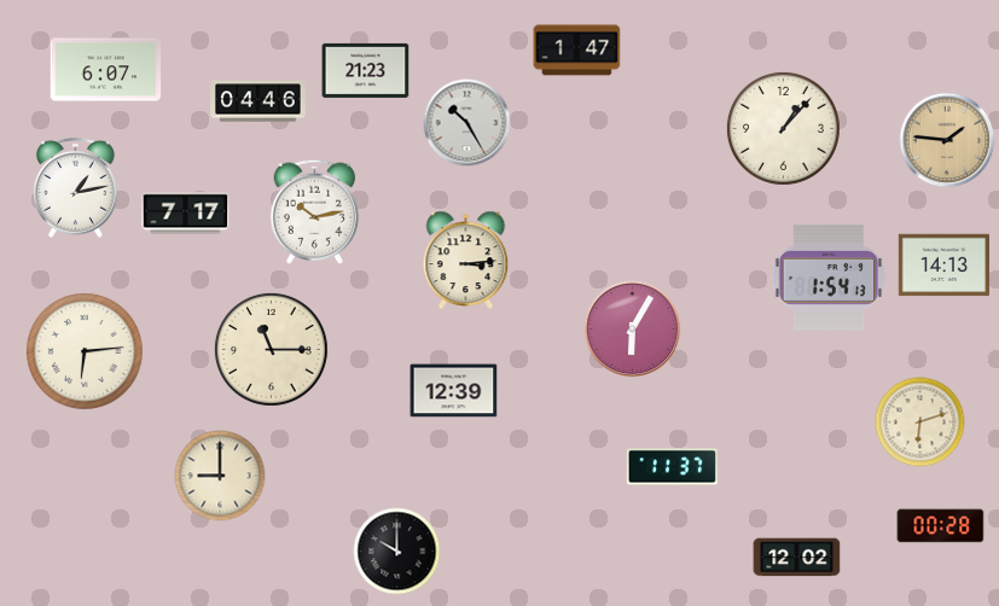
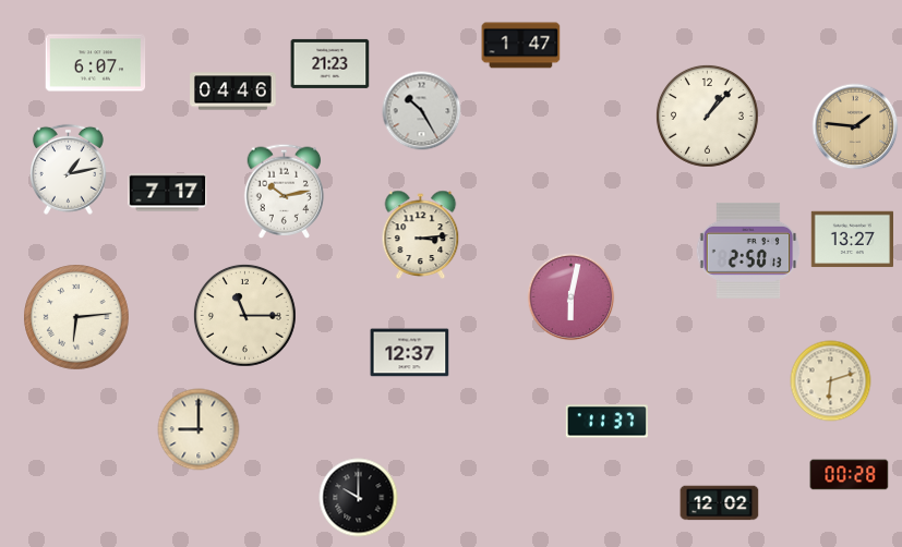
clock at (943, 266): 14:13 -> 13:27
clock at (829, 278): 1:54 -> 2:50
clock at (633, 330): 6:05 -> 6:02
clock at (454, 391): 12:39 -> 12:37
